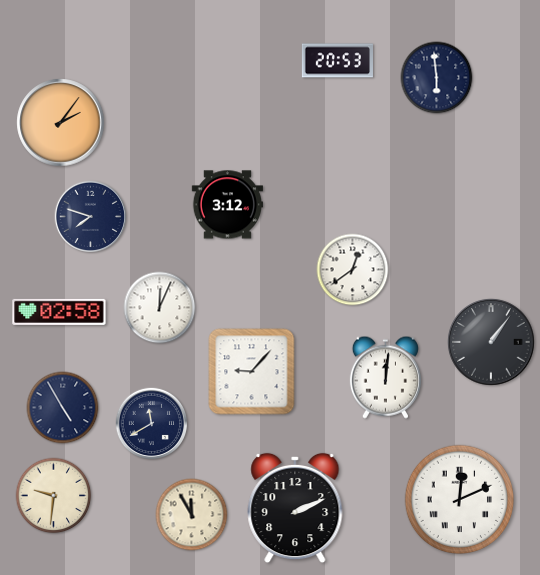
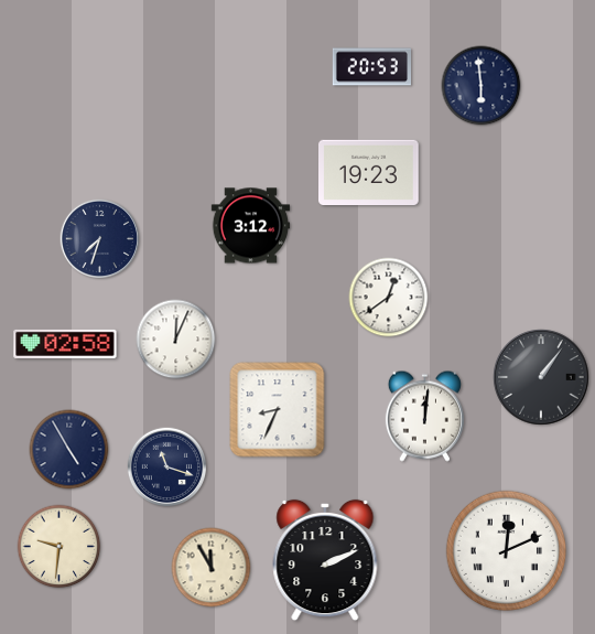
clock at (61, 123): 2:06 -> none
clock at (369, 172): none -> 19:23
clock at (91, 217): 7:48 -> 7:33
clock at (252, 372): 9:07 -> 8:34
clock at (152, 424): 11:40 -> 11:18
